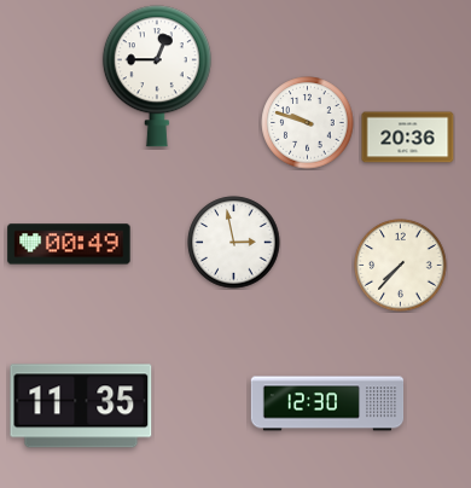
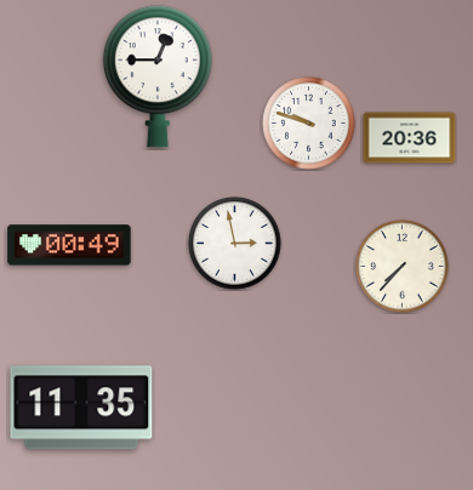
clock at (327, 403): 12:30 -> none
